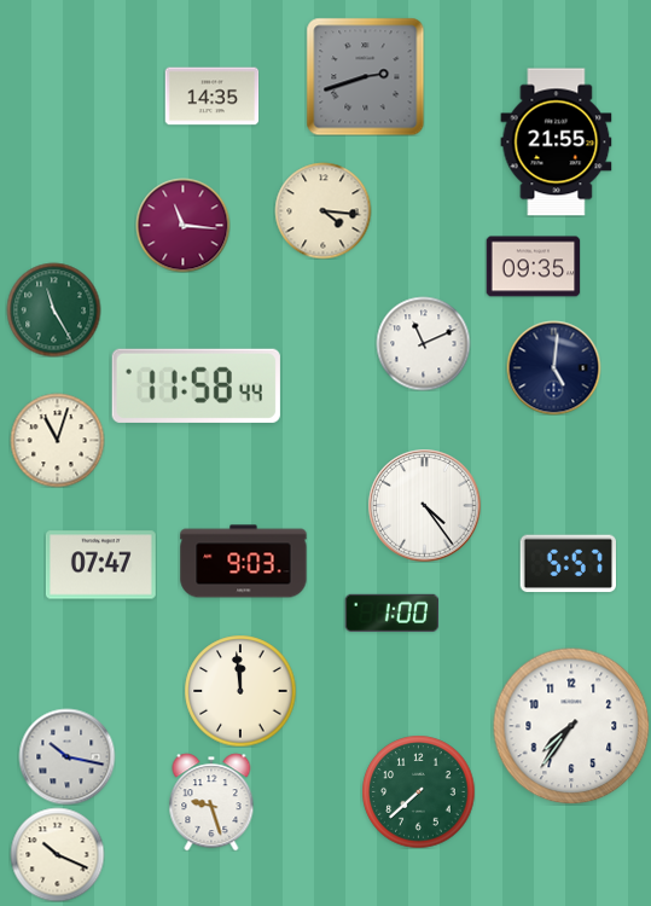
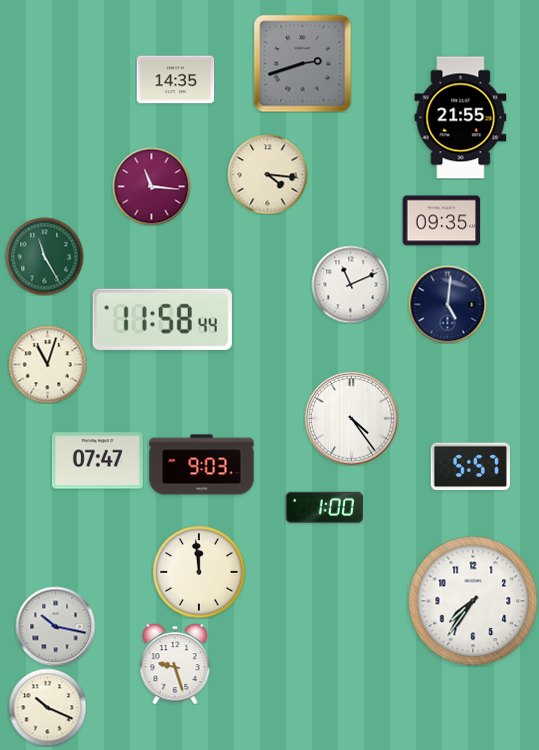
clock at (553, 367) position: (553, 367) -> (447, 304)
clock at (100, 565) position: (100, 565) -> (97, 461)
clock at (418, 791): 7:38 -> none
